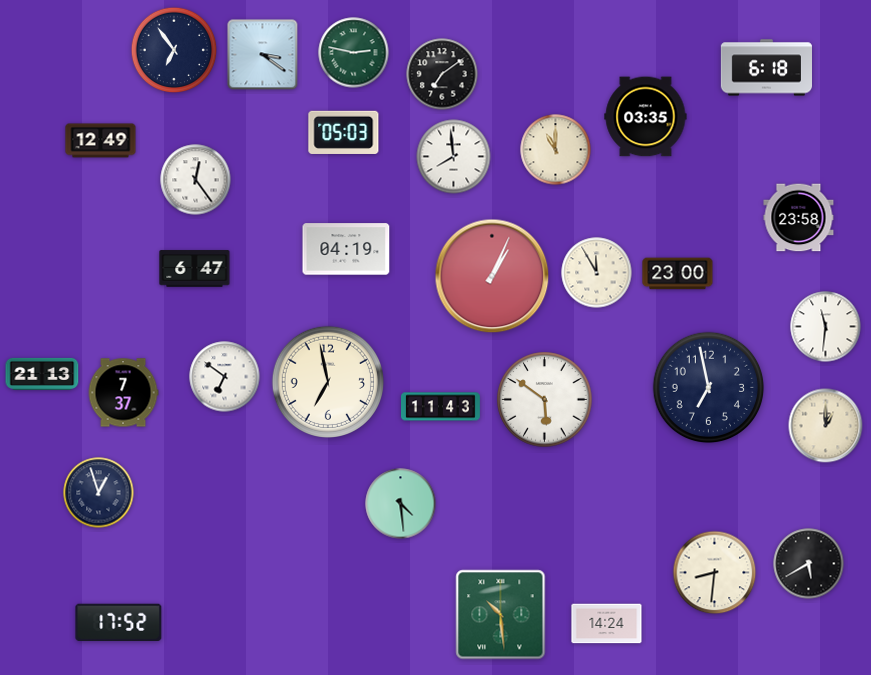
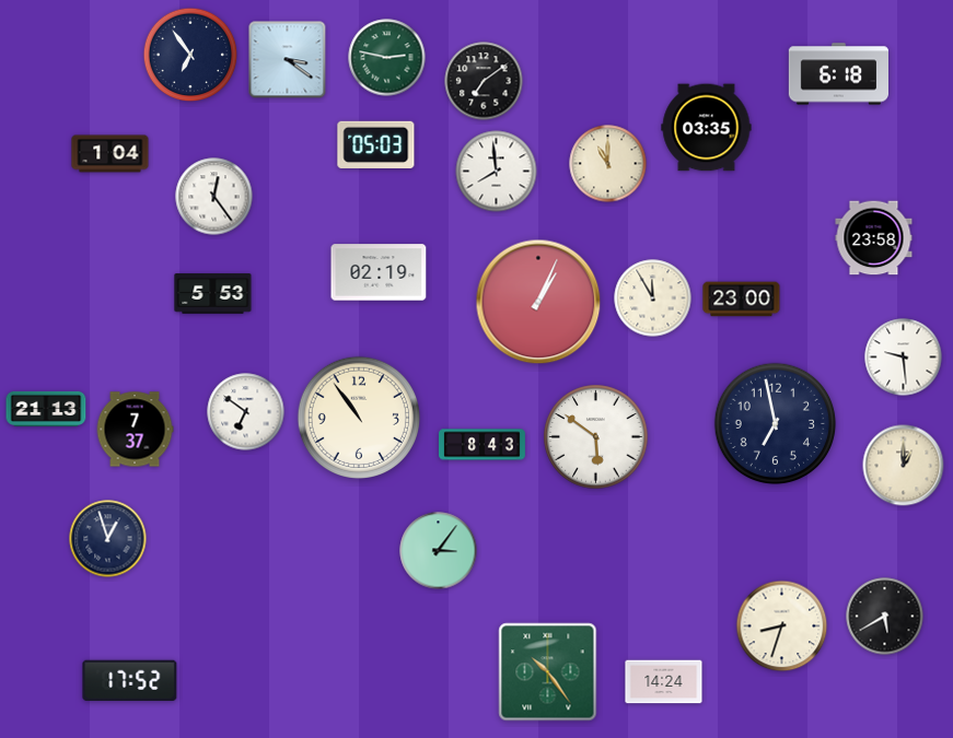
clock at (101, 141): 12:49 -> 1:04
clock at (346, 249): 04:19 -> 02:19
clock at (195, 269): 6:47 -> 5:53
clock at (826, 327): 11:31 -> 9:29
clock at (327, 381): 6:58 -> 10:54
clock at (441, 407): 11:43 -> 8:43
clock at (401, 504): 4:29 -> 3:06
clock at (715, 573): 8:31 -> 8:33
clock at (501, 615): 10:29 -> 10:24
